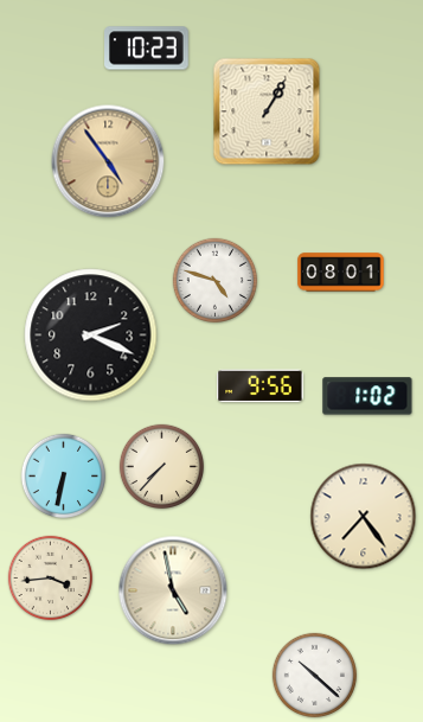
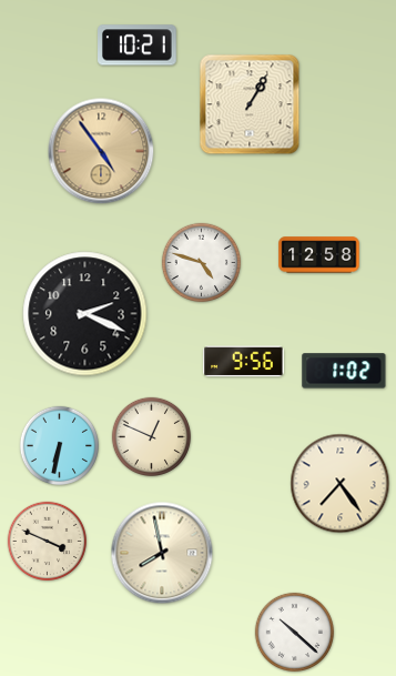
clock at (147, 49): 10:23 -> 10:21
clock at (341, 273): 08:01 -> 12:58
clock at (162, 467): 7:37 -> 12:49
clock at (51, 579): 3:44 -> 3:49
clock at (173, 590): 4:58 -> 7:58
